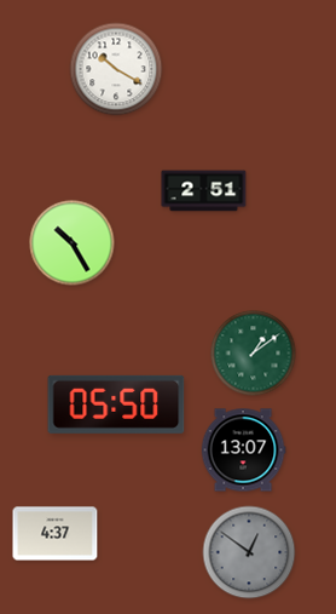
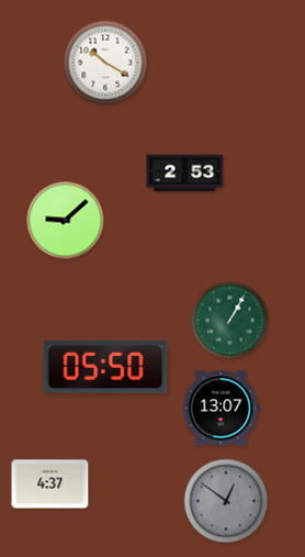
clock at (204, 191): 2:51 -> 2:53
clock at (73, 243): 10:25 -> 9:08
clock at (254, 354): 1:09 -> 1:05
